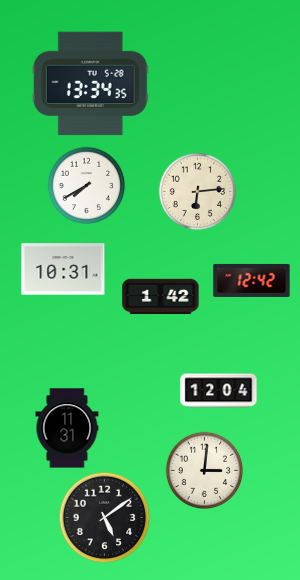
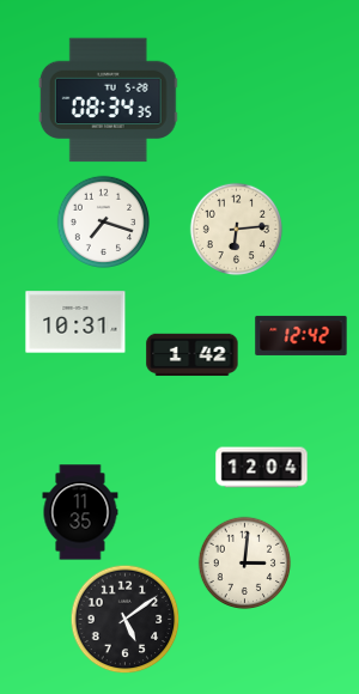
clock at (90, 84): 13:34 -> 08:34
clock at (86, 185): 7:40 -> 7:18
clock at (67, 428): 11:31 -> 11:35
